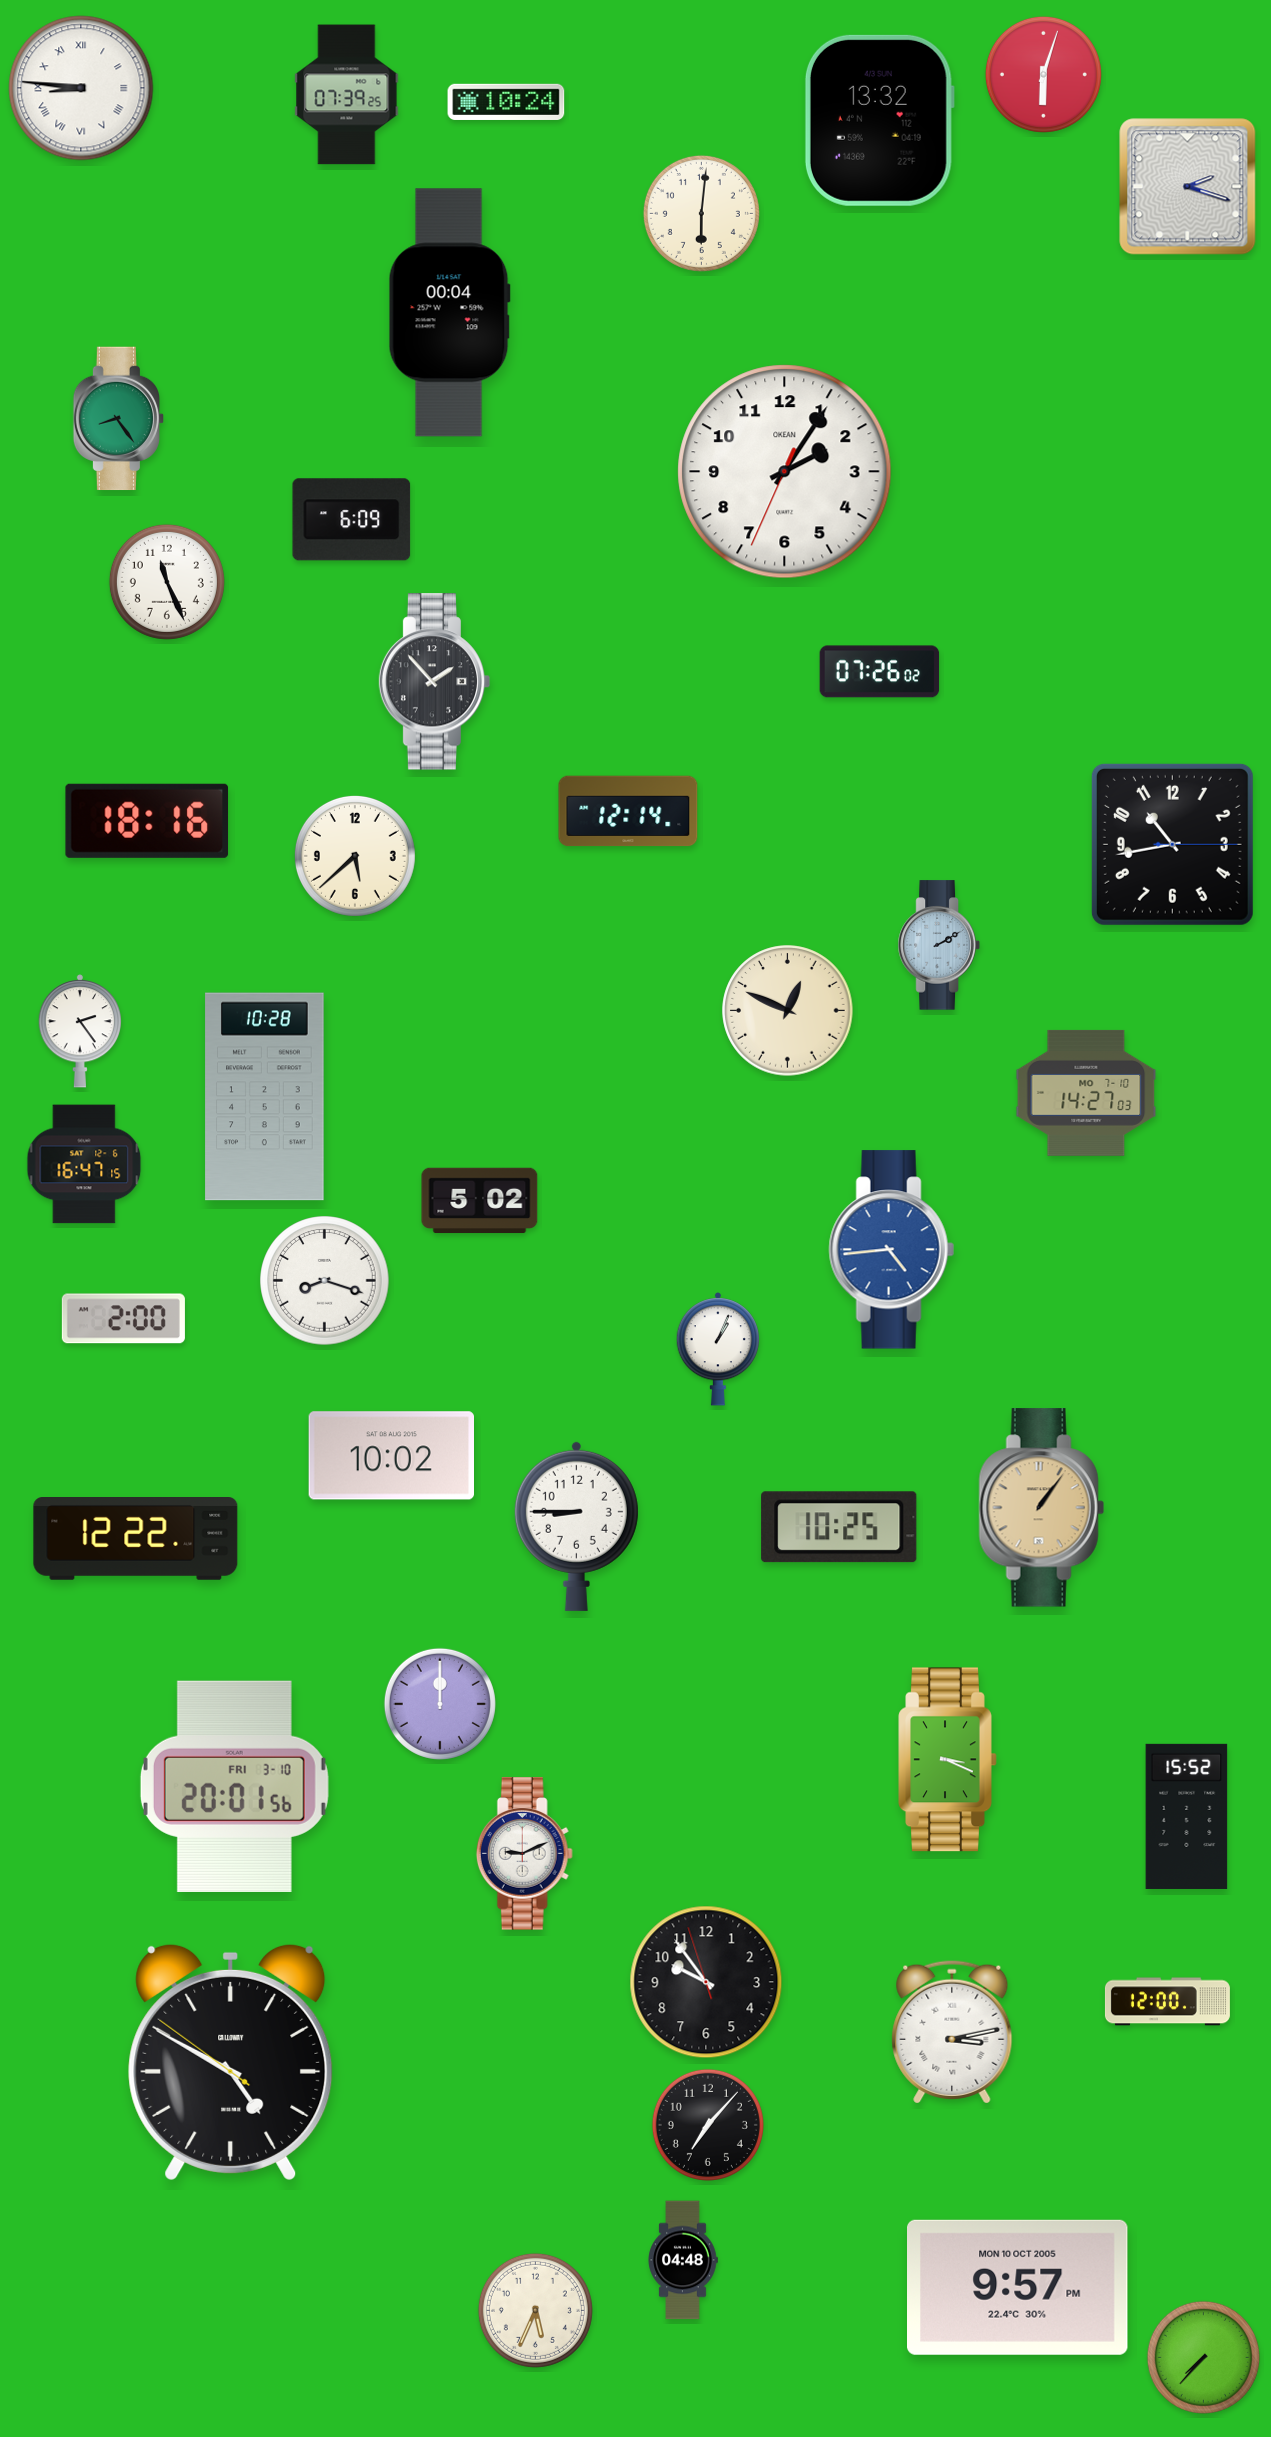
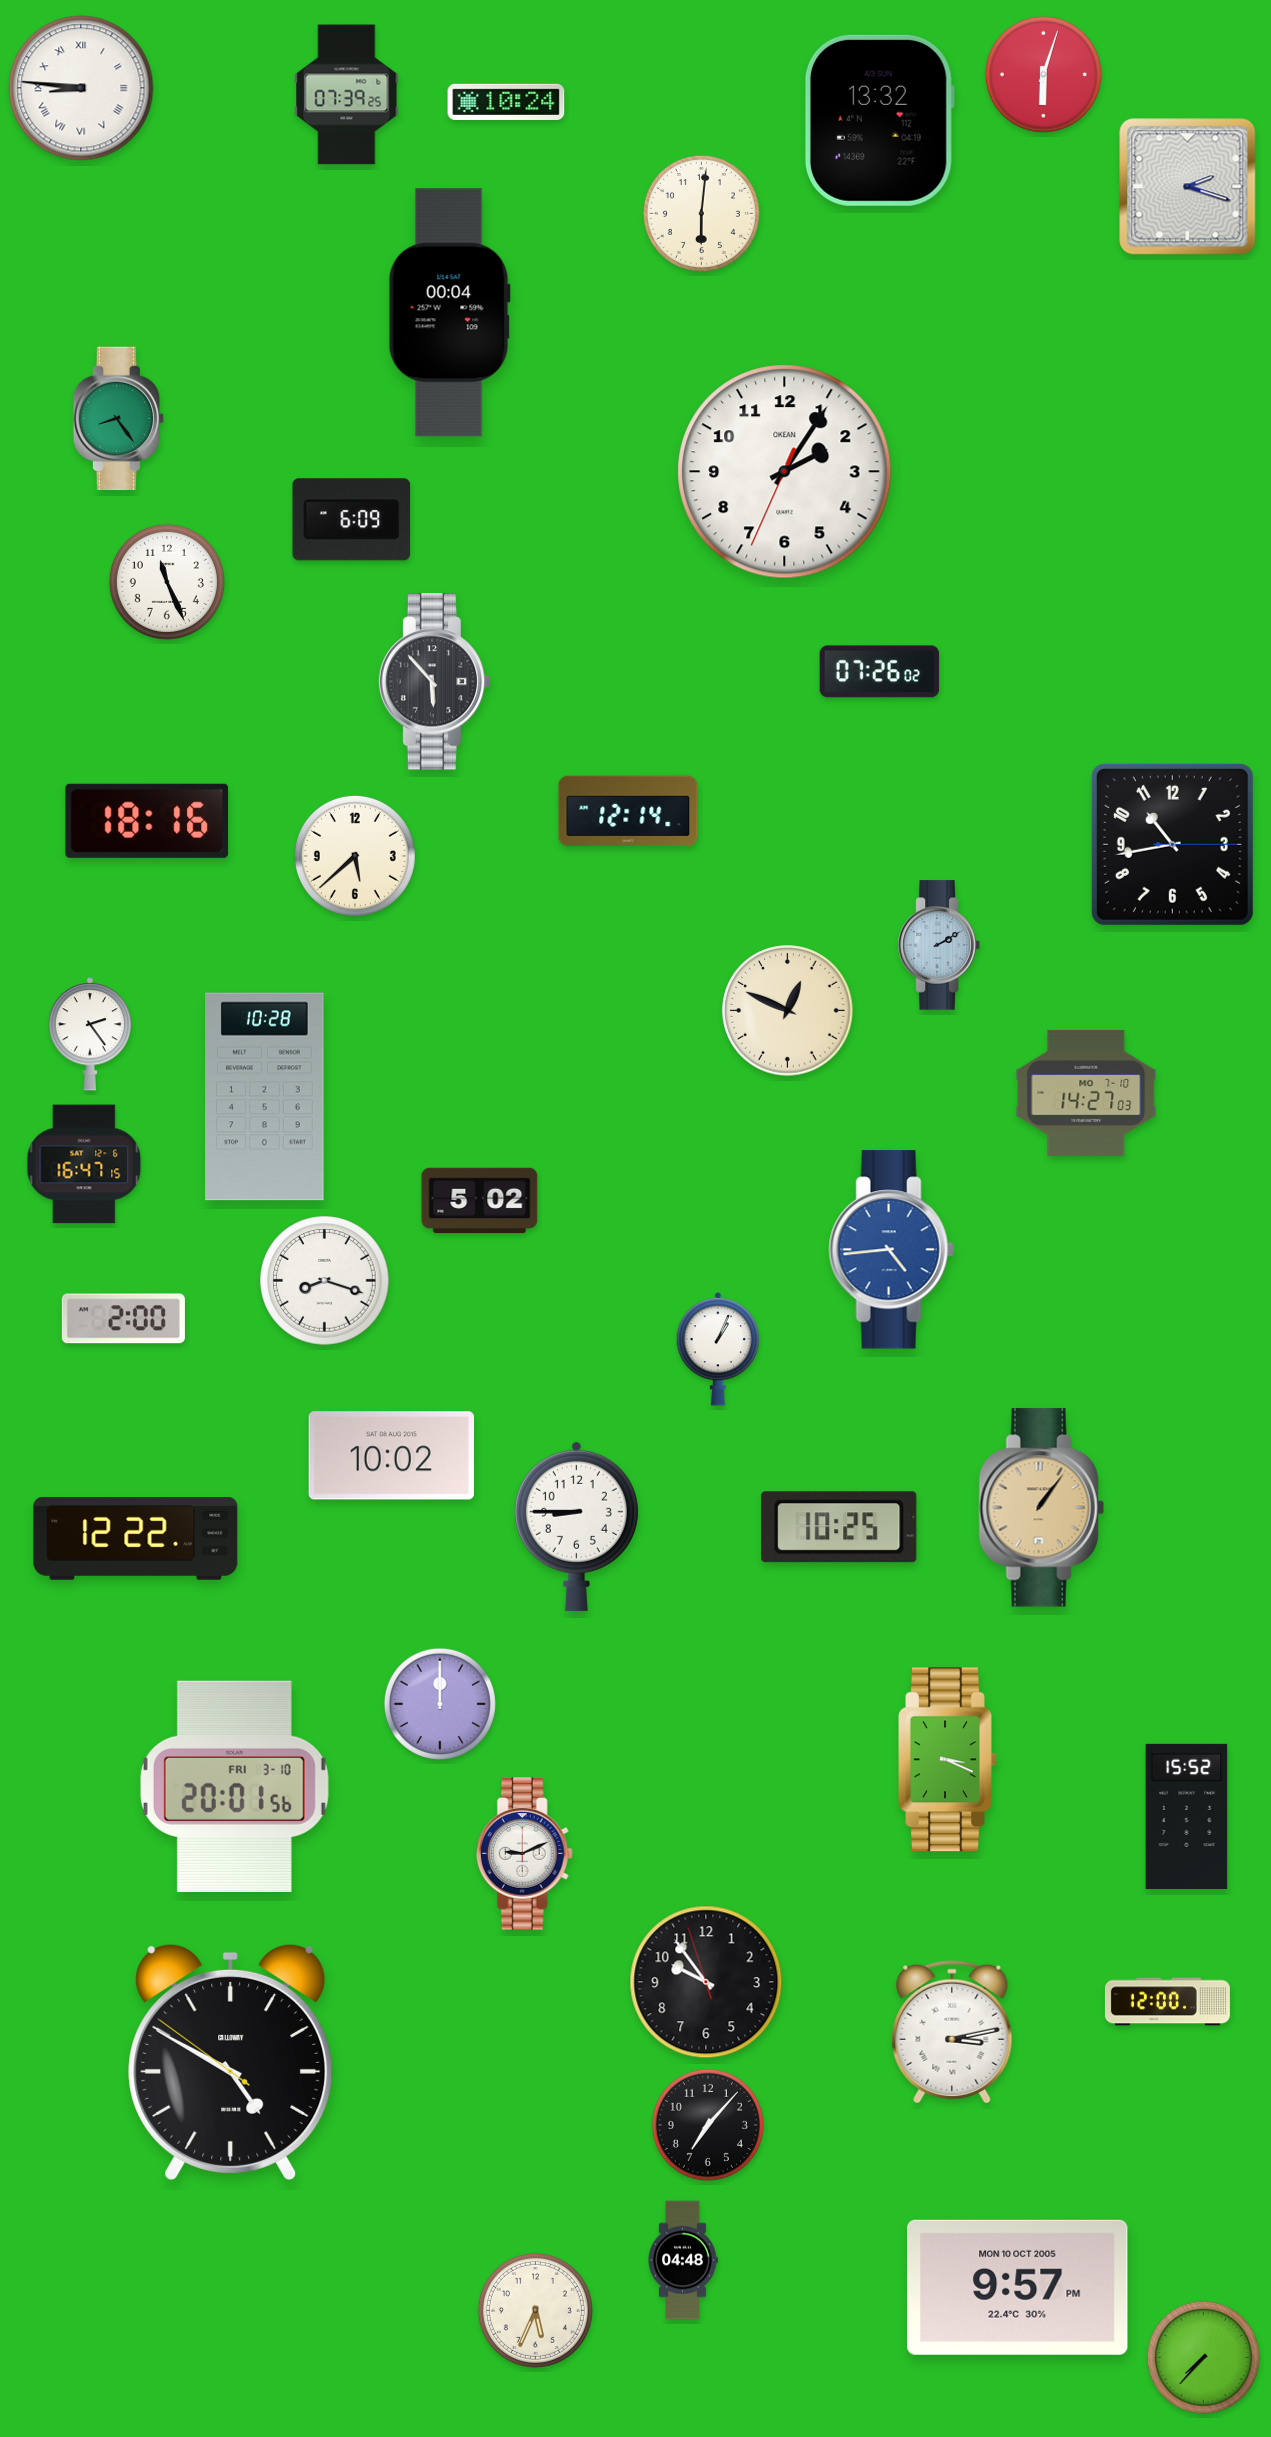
clock at (435, 682): 1:53 -> 5:53
clock at (80, 1031) position: (80, 1031) -> (90, 1034)
